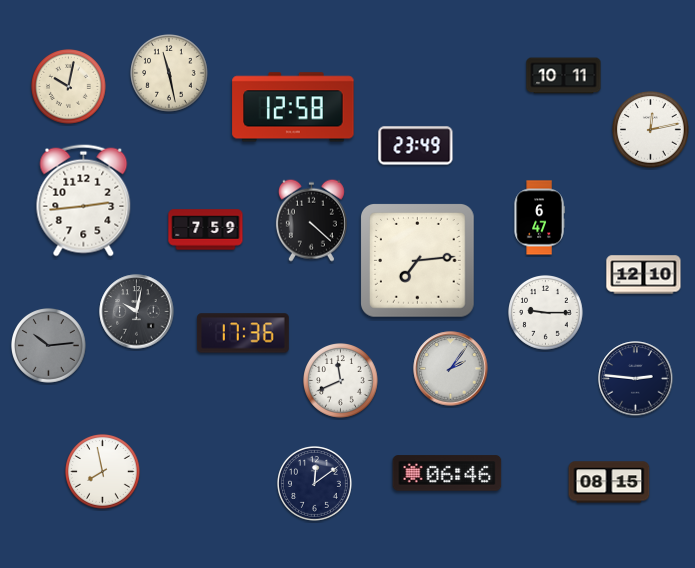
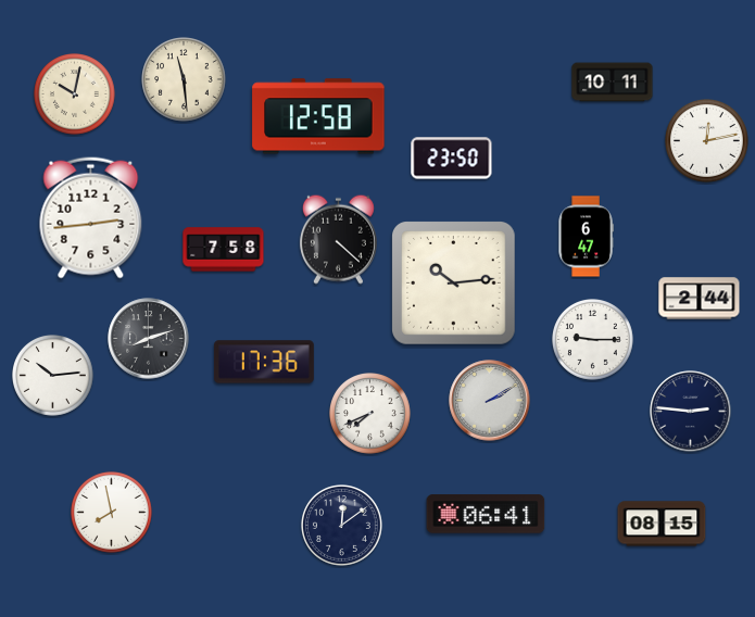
clock at (169, 73): 11:28 -> 11:29
clock at (416, 146): 23:49 -> 23:50
clock at (206, 230): 7:59 -> 7:58
clock at (418, 261): 7:14 -> 10:14
clock at (644, 275): 12:10 -> 2:44
clock at (137, 312): 10:02 -> 8:12
clock at (49, 346) dial: grey -> white
clock at (451, 369): 2:06 -> 2:10
clock at (341, 381): 11:41 -> 7:41
clock at (447, 473): 06:46 -> 06:41
